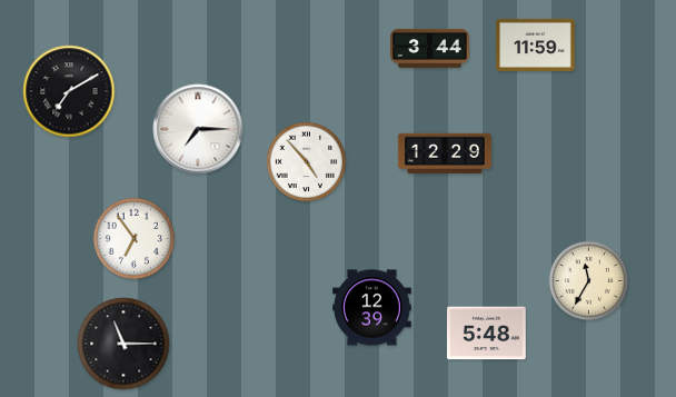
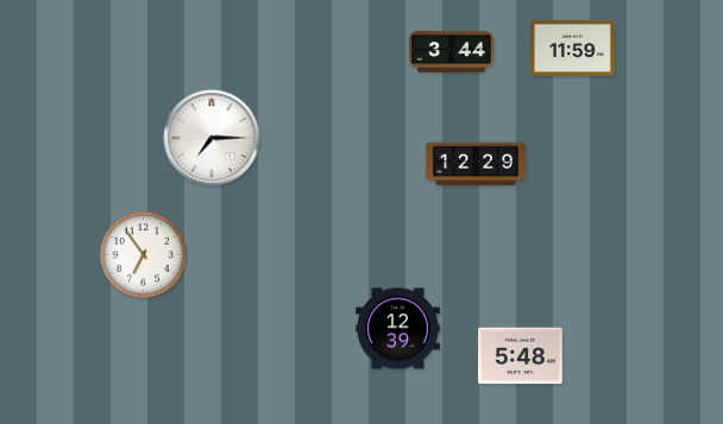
clock at (430, 48) position: (430, 48) -> (452, 51)
clock at (69, 91): 7:10 -> none
clock at (307, 162): 4:53 -> none
clock at (589, 281): 11:35 -> none
clock at (123, 344): 11:15 -> none
